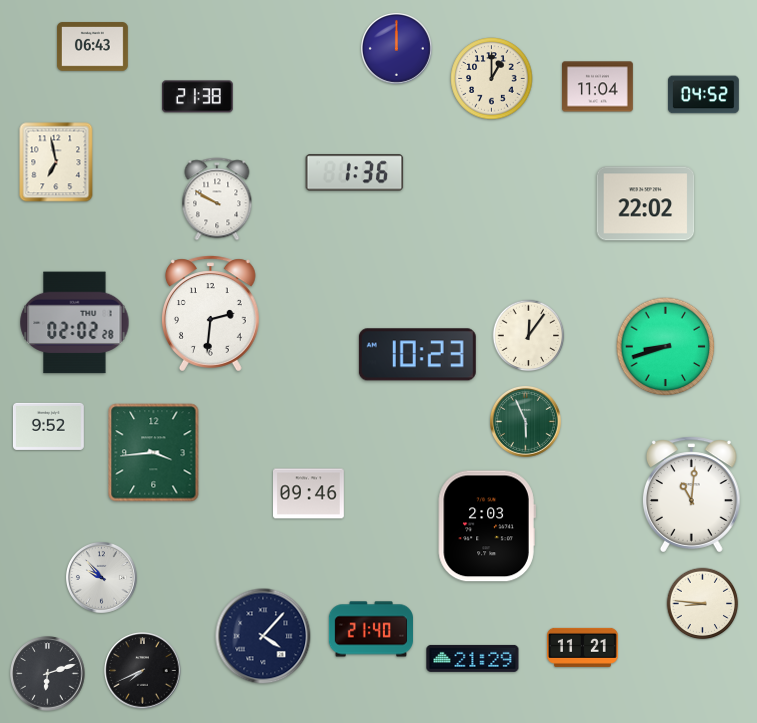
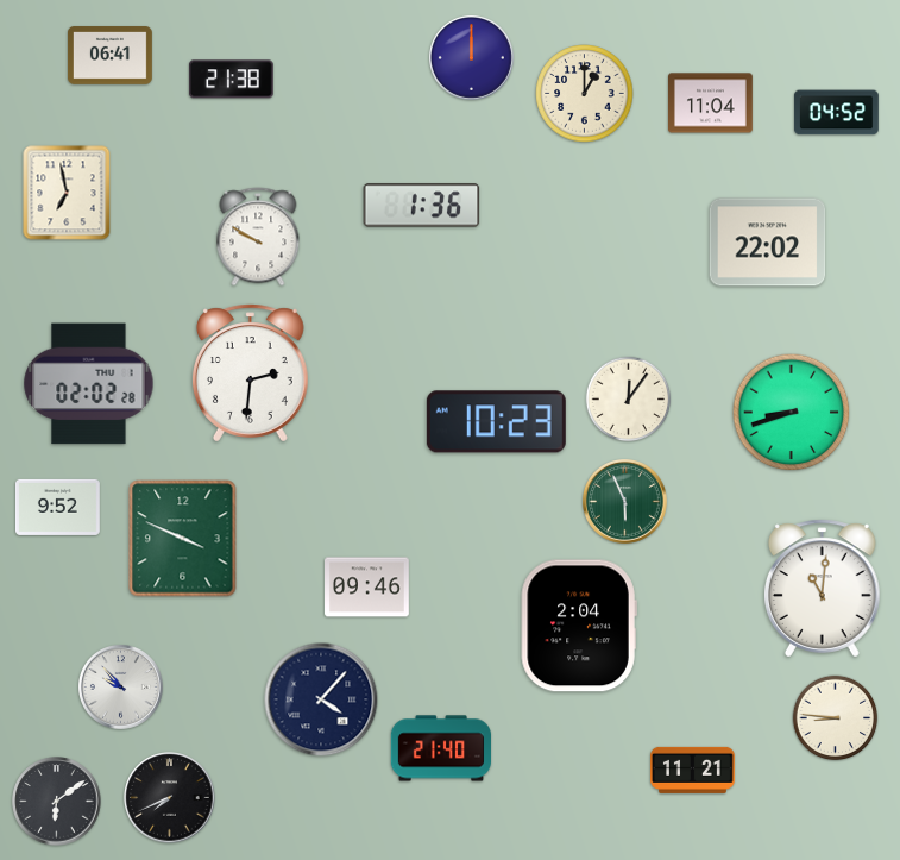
clock at (93, 47): 06:43 -> 06:41
clock at (197, 97) position: (197, 97) -> (231, 80)
clock at (154, 453): 3:44 -> 3:49
clock at (487, 526): 2:03 -> 2:04
clock at (263, 636) position: (263, 636) -> (321, 699)
clock at (473, 658): 21:29 -> none
clock at (48, 674): 6:12 -> 6:09
